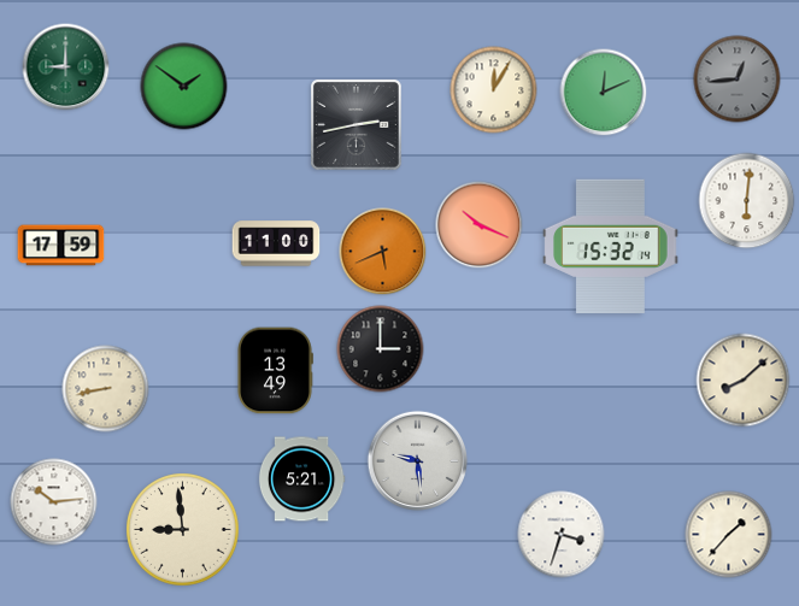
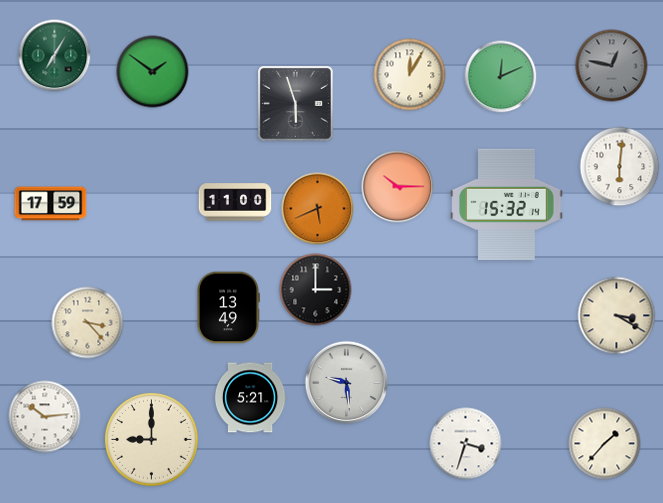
clock at (66, 67): 9:00 -> 7:05
clock at (738, 80): 12:44 -> 12:47
clock at (356, 124): 2:43 -> 5:57
clock at (480, 225): 10:19 -> 10:15
clock at (276, 243) position: (276, 243) -> (235, 202)
clock at (744, 381): 8:08 -> 3:20
clock at (106, 389): 8:43 -> 3:23
clock at (183, 530): 8:59 -> 9:00
